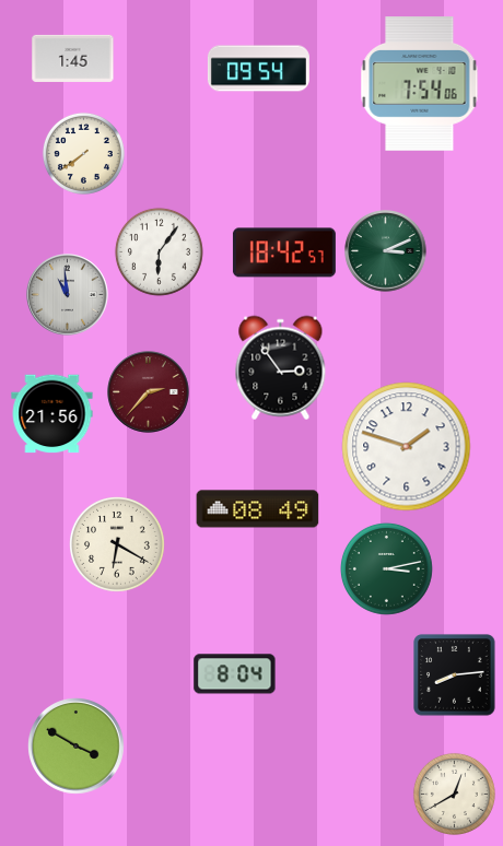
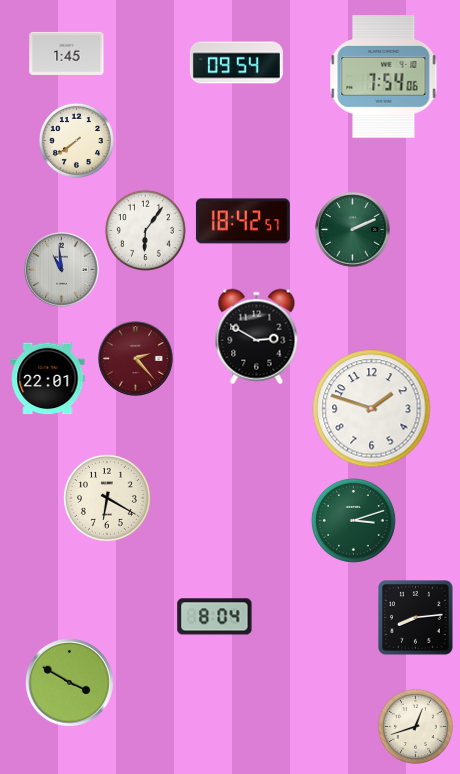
clock at (386, 251): 3:11 -> 2:11
clock at (284, 252) position: (284, 252) -> (243, 221)
clock at (281, 368): 2:54 -> 2:50
clock at (149, 392): 2:37 -> 2:23
clock at (52, 414): 21:56 -> 22:01
clock at (258, 509): 08:49 -> none
clock at (386, 568): 3:13 -> 3:12
clock at (454, 794): 12:40 -> 12:42
